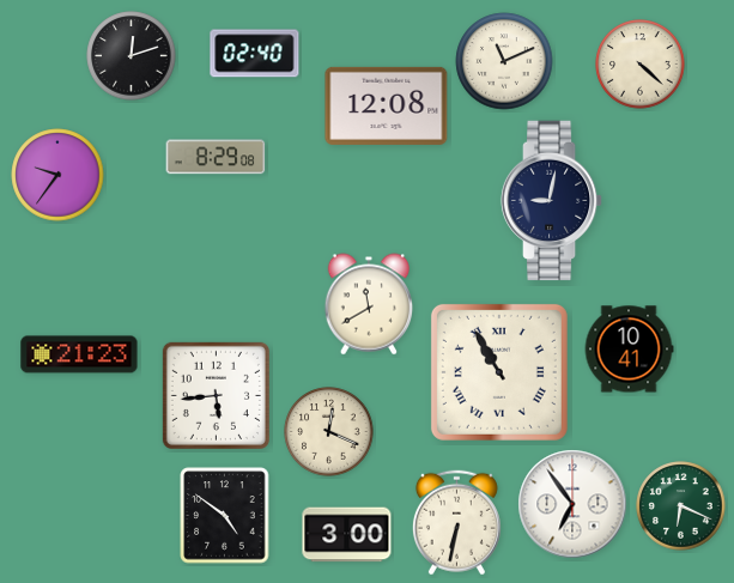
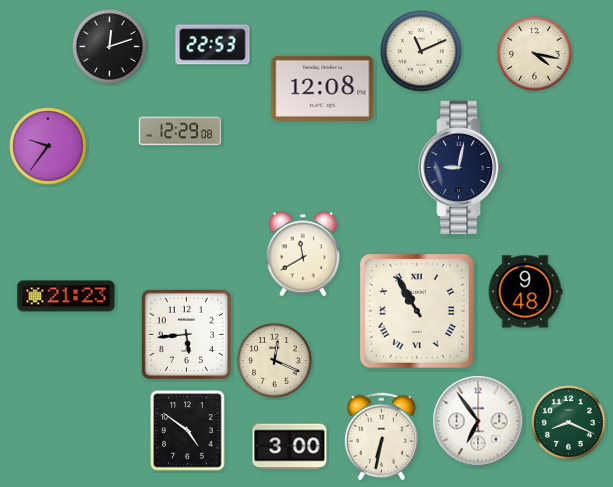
clock at (255, 54): 02:40 -> 22:53
clock at (641, 65): 4:22 -> 4:17
clock at (216, 157): 8:29 -> 12:29
clock at (369, 304) position: (369, 304) -> (303, 254)
clock at (629, 350): 10:41 -> 9:48
clock at (216, 395) position: (216, 395) -> (186, 334)
clock at (681, 506): 6:19 -> 8:19
